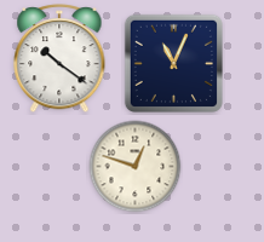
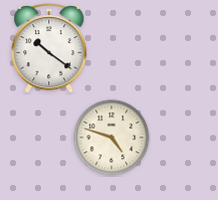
clock at (173, 63): 11:04 -> none
clock at (136, 167): 12:48 -> 4:48
